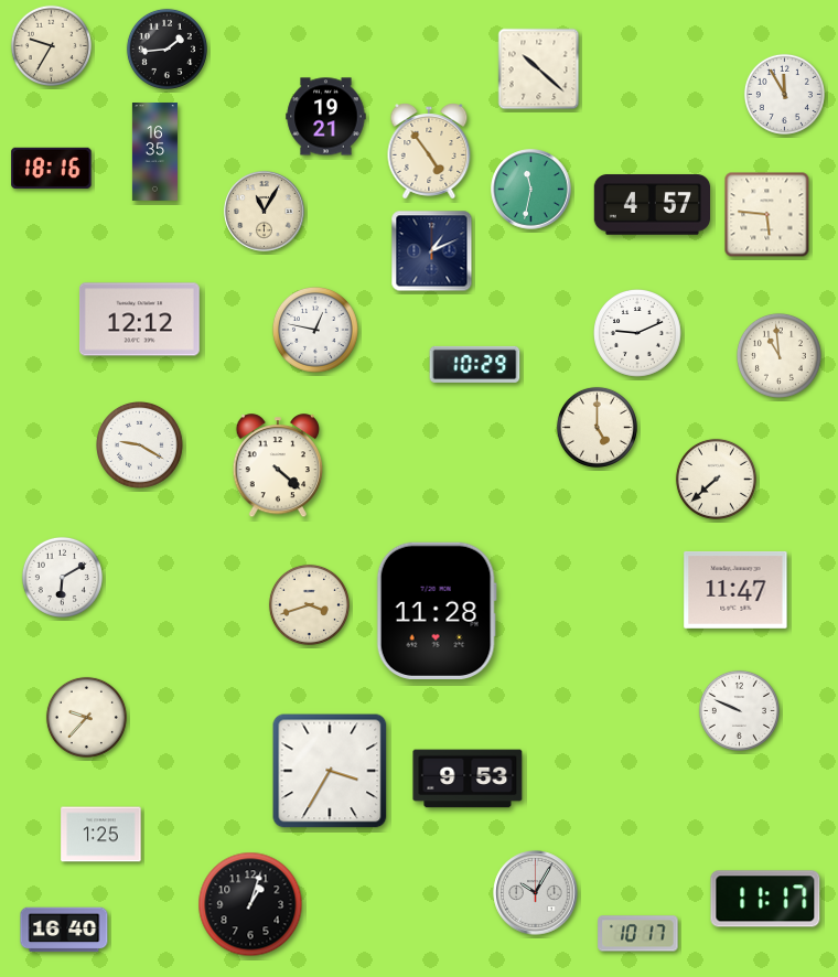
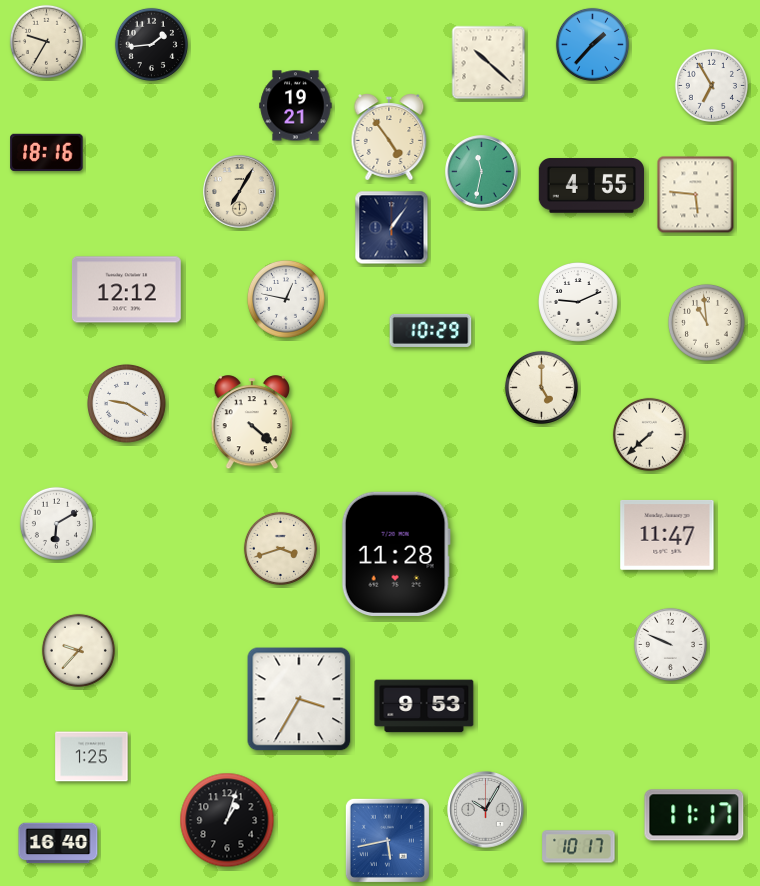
clock at (592, 44): none -> 1:37
clock at (784, 94): 11:55 -> 6:55
clock at (154, 152): 16:35 -> none
clock at (652, 205): 4:57 -> 4:55
clock at (265, 212): 11:05 -> 7:05
clock at (432, 251): 1:11 -> 1:06
clock at (387, 840): none -> 5:43
